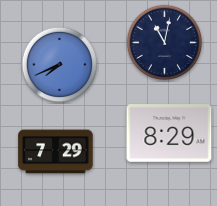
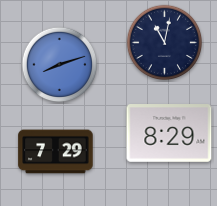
clock at (60, 65): 7:41 -> 8:12
